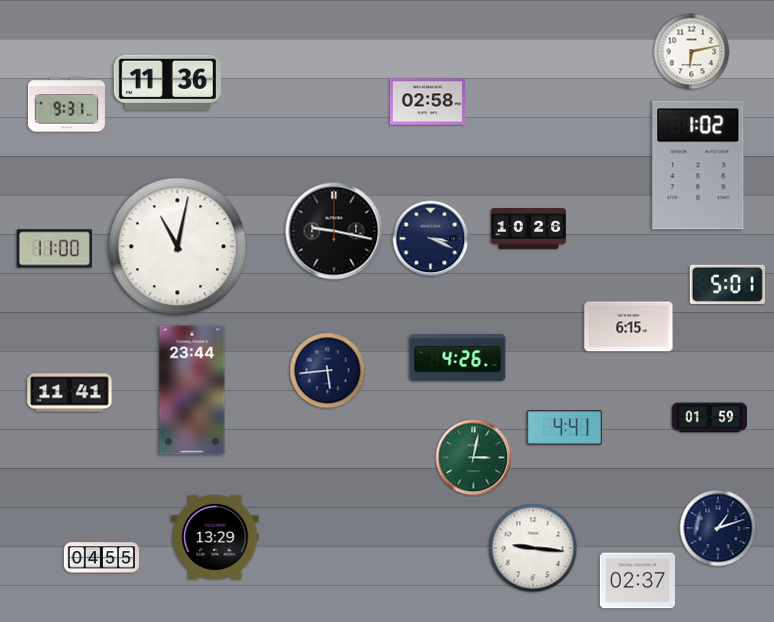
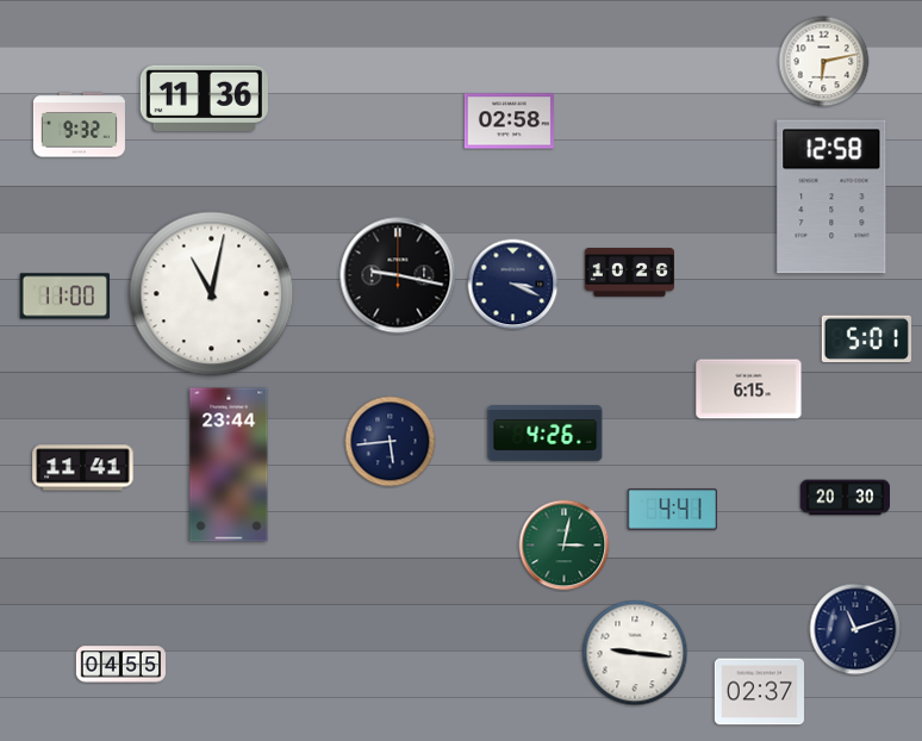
clock at (167, 82) position: (167, 82) -> (204, 98)
clock at (66, 105): 9:31 -> 9:32
clock at (698, 165): 1:02 -> 12:58
clock at (458, 358) position: (458, 358) -> (546, 434)
clock at (709, 418): 01:59 -> 20:30
clock at (718, 528): 1:12 -> 11:12
clock at (215, 537): 13:29 -> none
